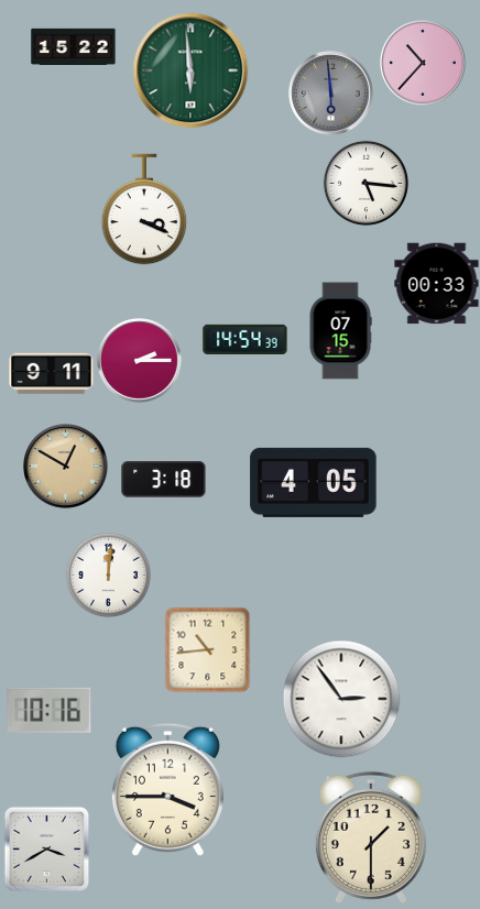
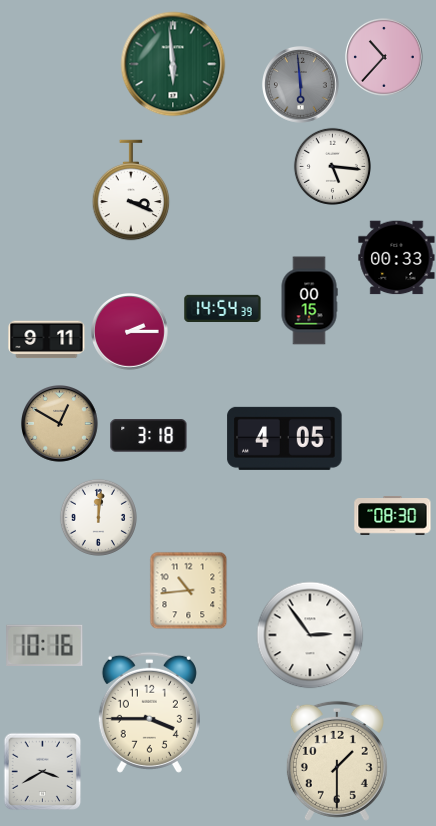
clock at (74, 47): 15:22 -> none
clock at (340, 331): 07:15 -> 00:15
clock at (140, 361) position: (140, 361) -> (130, 332)
clock at (393, 516): none -> 08:30
clock at (108, 574) position: (108, 574) -> (98, 517)
clock at (167, 789) position: (167, 789) -> (149, 712)
